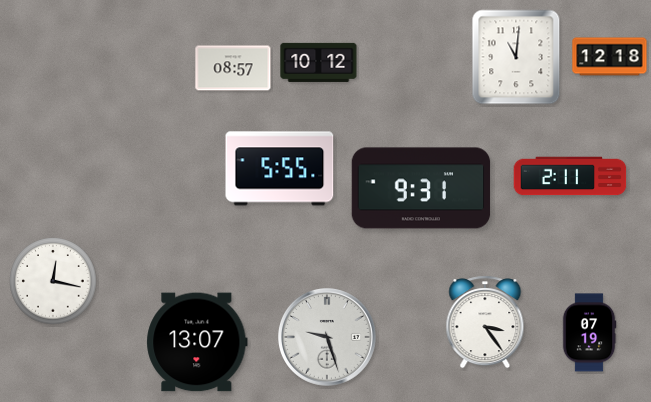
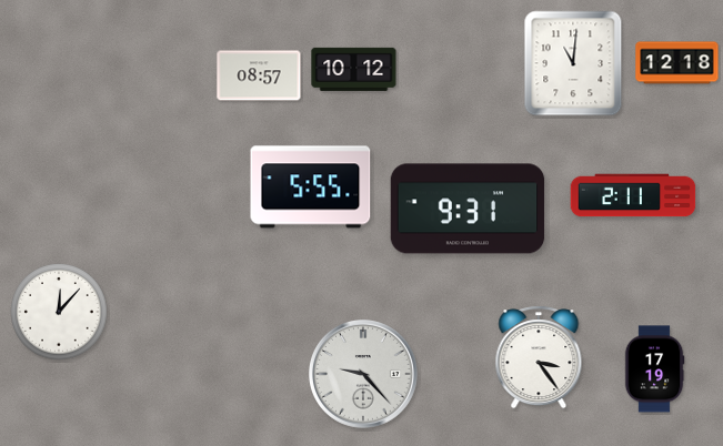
clock at (53, 281): 12:17 -> 12:07
clock at (589, 333): 07:19 -> 17:19
clock at (328, 338): 9:27 -> 9:23
clock at (197, 342): 13:07 -> none
